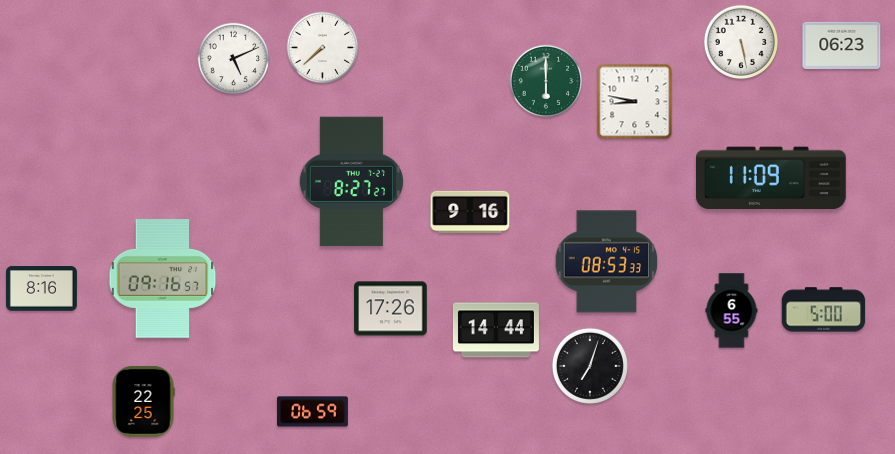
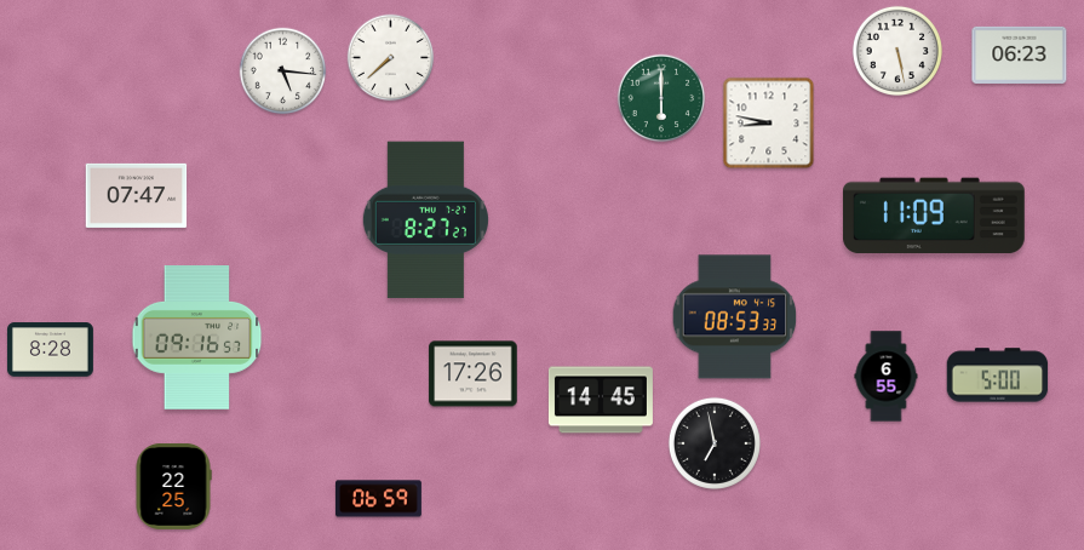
clock at (234, 59): 5:11 -> 5:16
clock at (137, 195): none -> 07:47
clock at (470, 212): 9:16 -> none
clock at (41, 289): 8:16 -> 8:28
clock at (496, 330): 14:44 -> 14:45
clock at (590, 366): 7:03 -> 6:58
